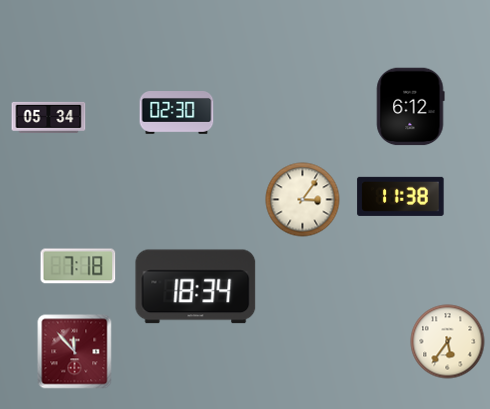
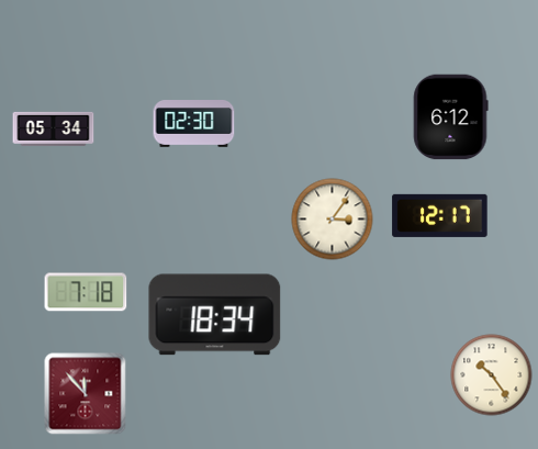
clock at (401, 196): 11:38 -> 12:17
clock at (448, 342): 5:36 -> 10:24
clock at (75, 352) position: (75, 352) -> (86, 394)
